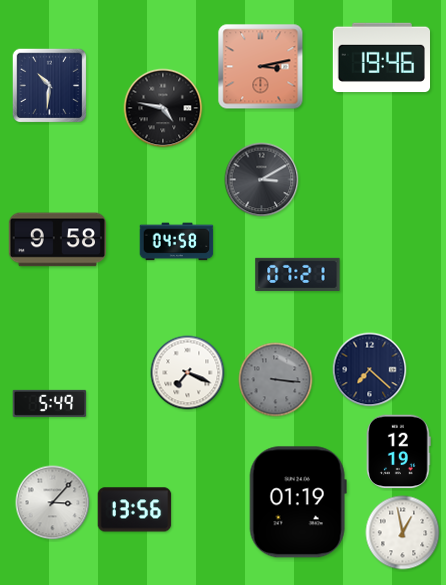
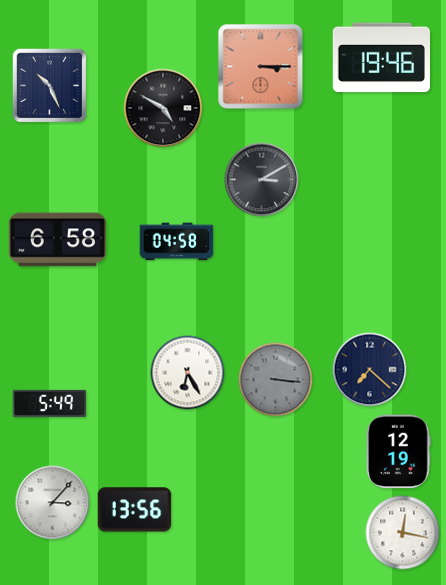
clock at (261, 67): 3:13 -> 3:15
clock at (50, 86): 10:31 -> 10:26
clock at (163, 108): 4:47 -> 4:50
clock at (57, 240): 9:58 -> 6:58
clock at (298, 274): 07:21 -> none
clock at (188, 373): 7:19 -> 6:25
clock at (298, 502): 01:19 -> none
clock at (403, 533): 12:58 -> 12:17
